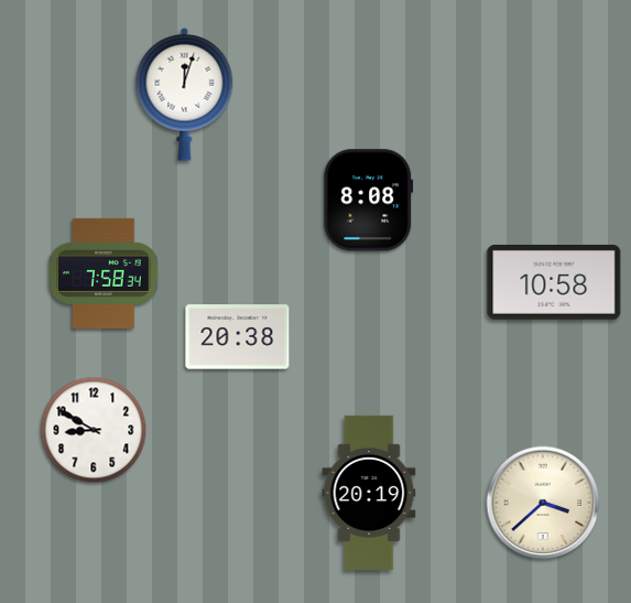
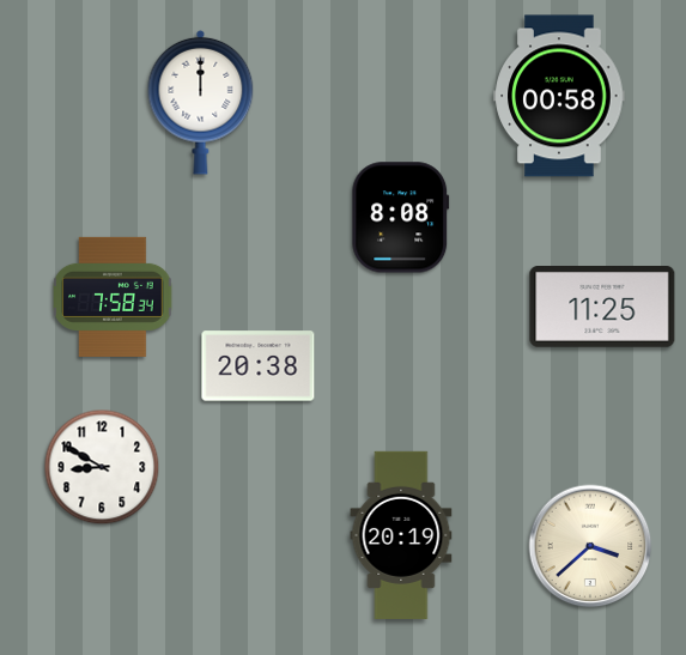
clock at (559, 96): none -> 00:58
clock at (185, 94): 12:03 -> 12:00
clock at (554, 283): 10:58 -> 11:25
